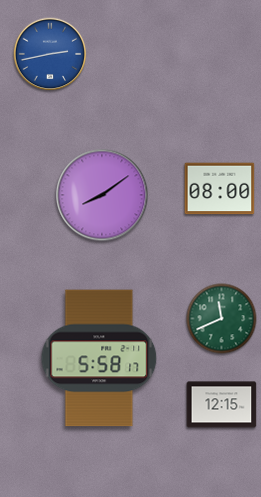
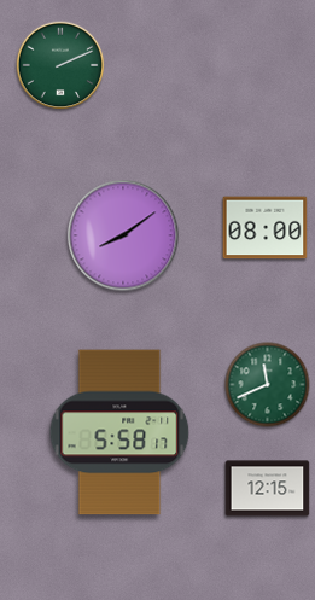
clock at (50, 54): 2:43 -> 2:11
clock at (50, 54) dial: blue -> green
